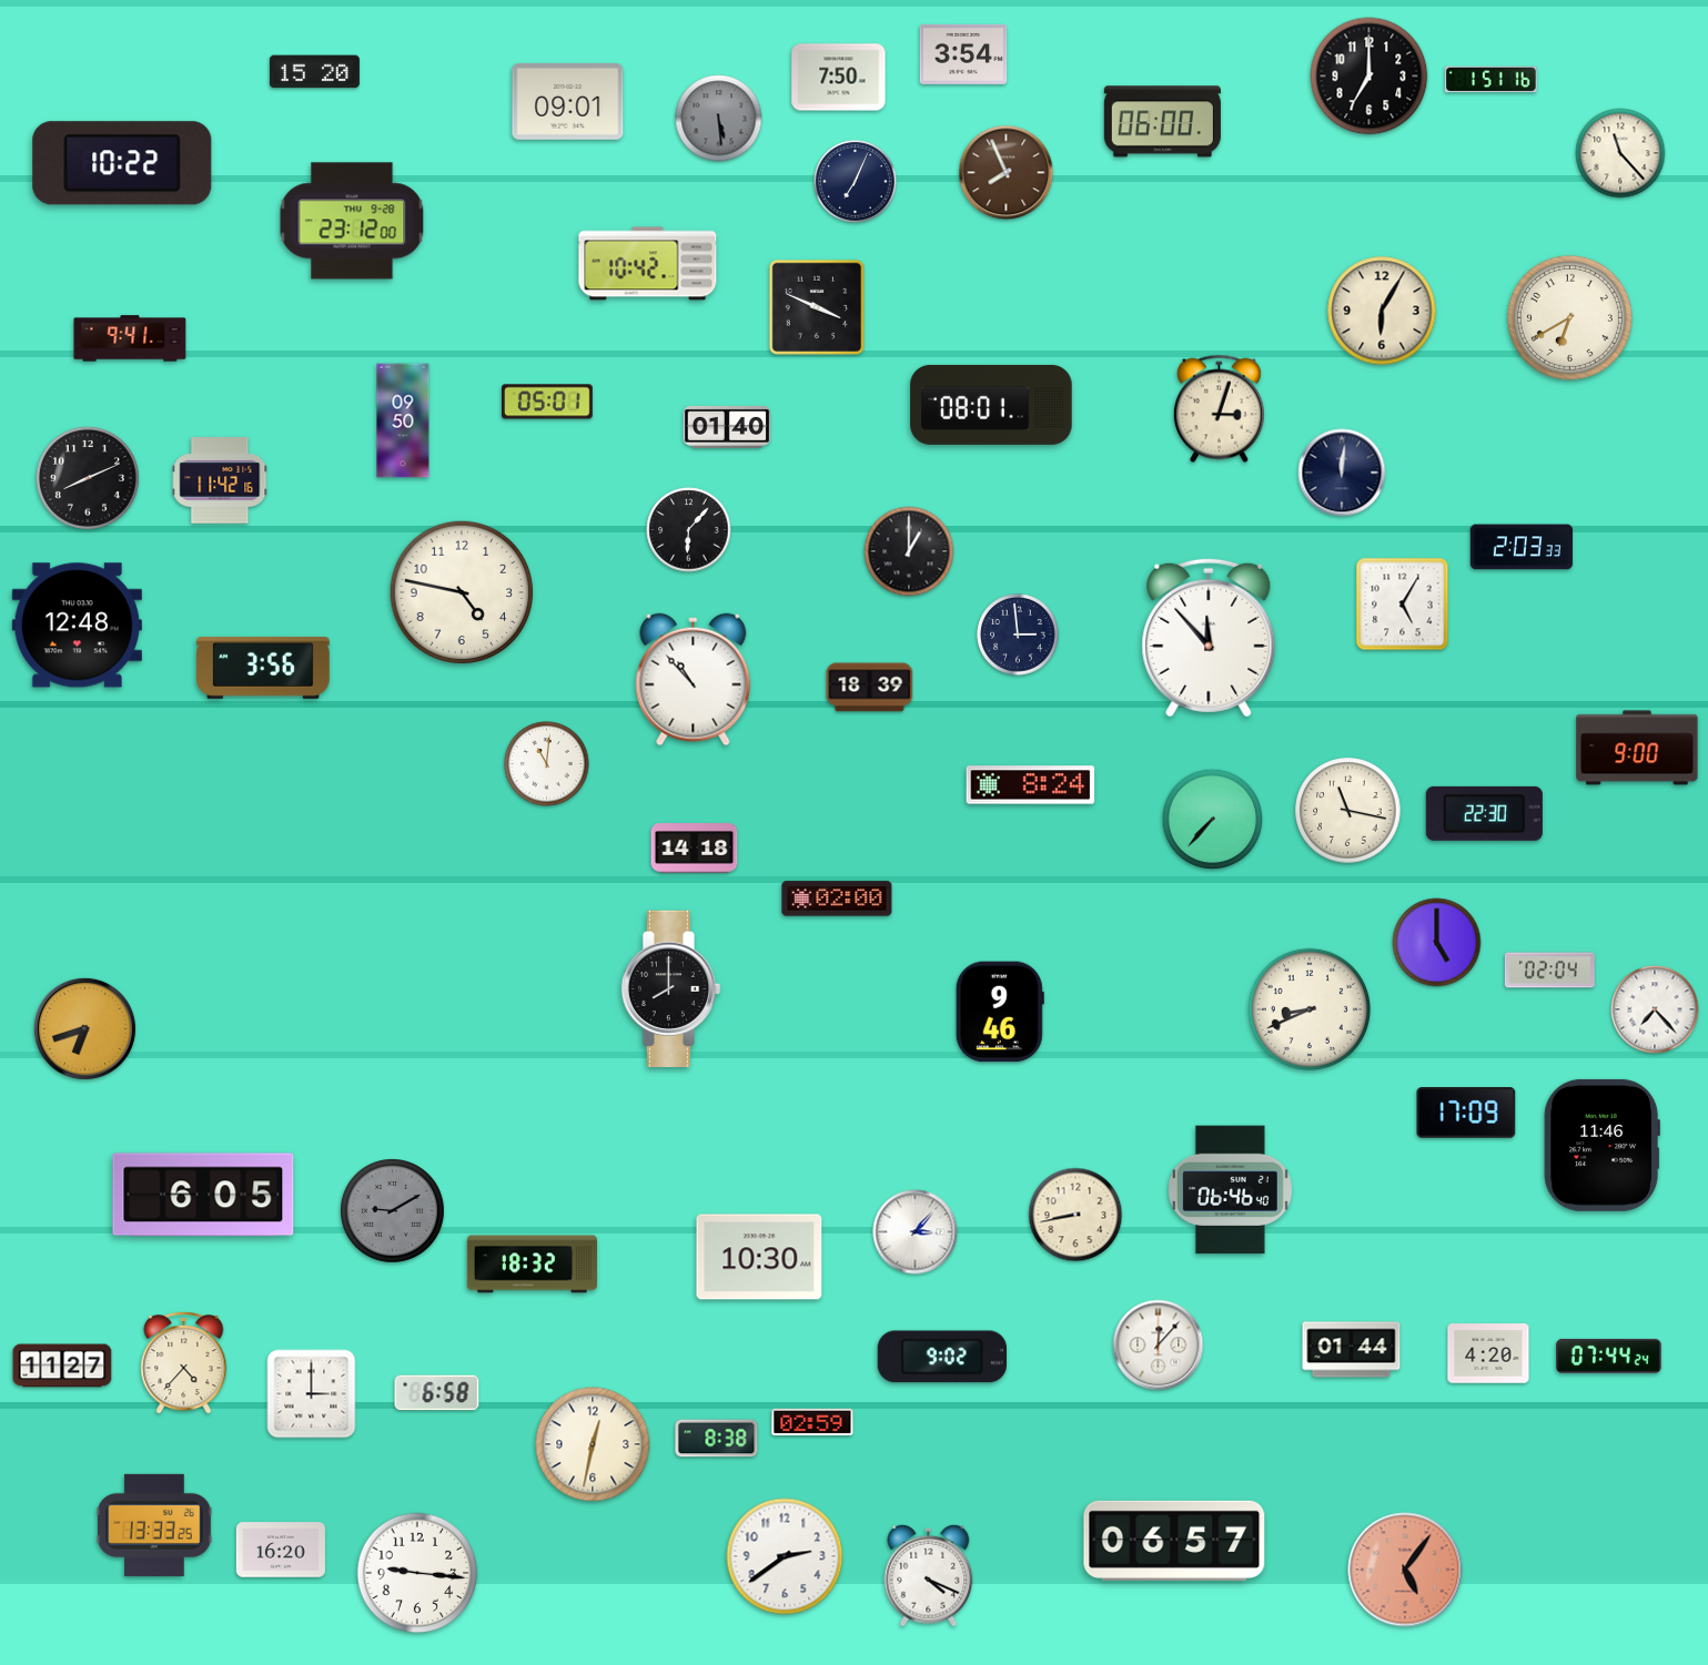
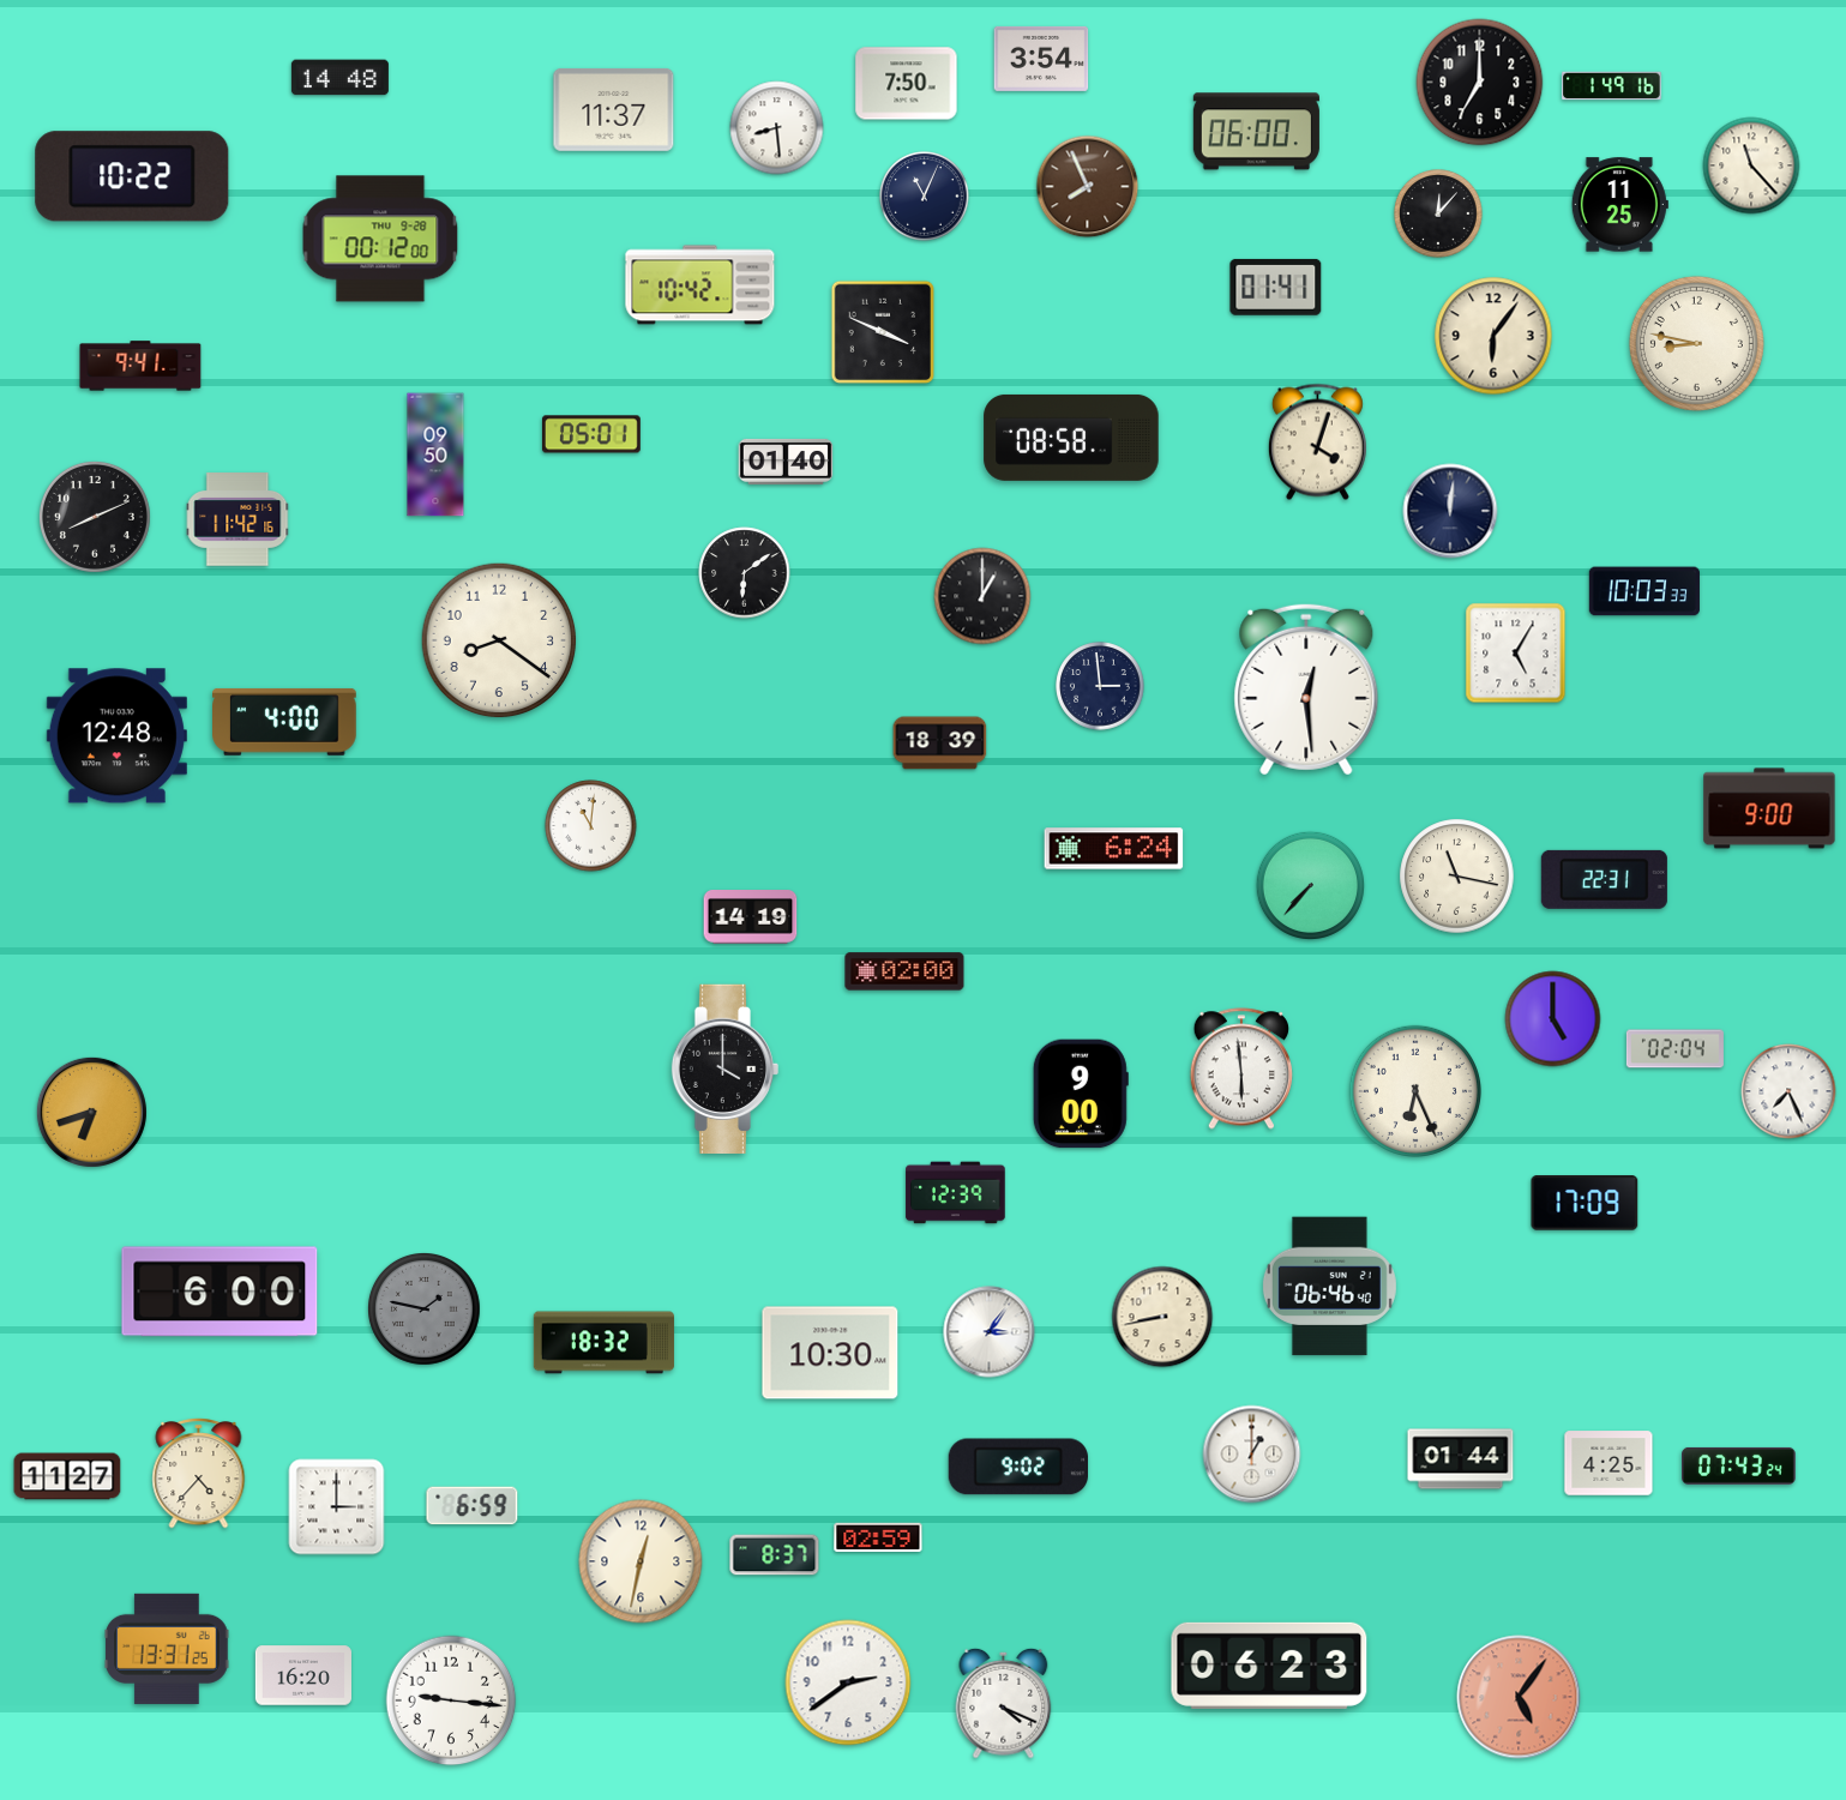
clock at (314, 72): 15:20 -> 14:48
clock at (1492, 80): 1:51 -> 1:49
clock at (568, 101): 09:01 -> 11:37
clock at (719, 119): 5:29 -> 8:29
clock at (719, 119) dial: grey -> white
clock at (856, 182): 7:04 -> 11:04
clock at (1619, 205): none -> 11:25
clock at (1438, 213): none -> 12:07
clock at (352, 221): 23:12 -> 00:12
clock at (1276, 287): none -> 01:41
clock at (1382, 311): 6:05 -> 6:06
clock at (1569, 317): 6:40 -> 8:47
clock at (991, 405): 08:01 -> 08:58
clock at (1219, 409): 3:03 -> 4:03
clock at (689, 530): 6:07 -> 6:09
clock at (1522, 547): 2:03 -> 10:03
clock at (462, 592): 4:47 -> 8:21
clock at (77, 626) position: (77, 626) -> (116, 736)
clock at (1209, 638): 11:53 -> 12:29
clock at (264, 668): 3:56 -> 4:00
clock at (694, 680): 10:53 -> none
clock at (1031, 785): 8:24 -> 6:24
clock at (1484, 813): 22:30 -> 22:31
clock at (695, 849): 14:18 -> 14:19
clock at (671, 988): 8:00 -> 4:00
clock at (1240, 1068): none -> 5:59
clock at (1308, 1008): 8:41 -> 6:26
clock at (1655, 1009): 7:23 -> 7:26
clock at (1000, 1012): 9:46 -> 9:00
clock at (956, 1193): none -> 12:39
clock at (1601, 1145): 11:46 -> none
clock at (203, 1195): 6:05 -> 6:00
clock at (393, 1211): 9:10 -> 1:47
clock at (1075, 1215) position: (1075, 1215) -> (1162, 1317)
clock at (916, 1232): 3:07 -> 3:06
clock at (759, 1257) position: (759, 1257) -> (830, 1353)
clock at (532, 1265) position: (532, 1265) -> (603, 1343)
clock at (1159, 1346): 12:07 -> 1:00
clock at (1488, 1353): 4:20 -> 4:25
clock at (1609, 1356): 07:44 -> 07:43
clock at (437, 1393): 6:58 -> 6:59
clock at (717, 1439): 8:38 -> 8:37
clock at (154, 1525): 13:33 -> 13:31
clock at (1174, 1541): 06:57 -> 06:23
